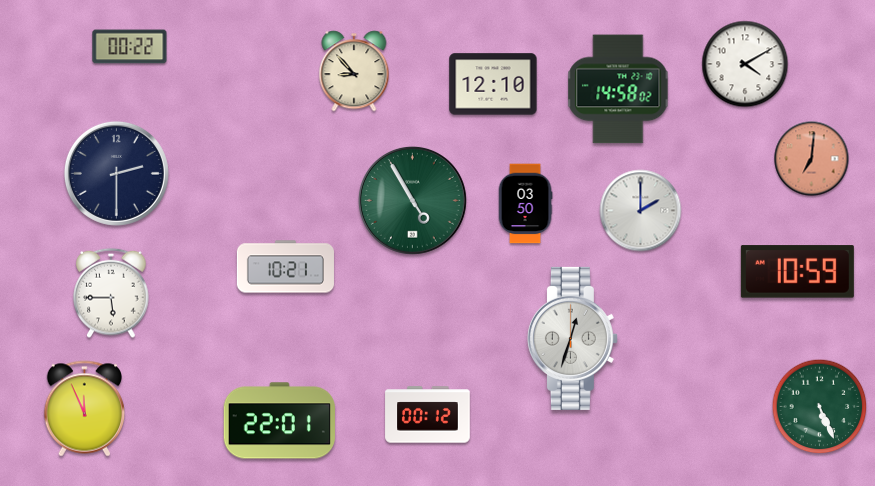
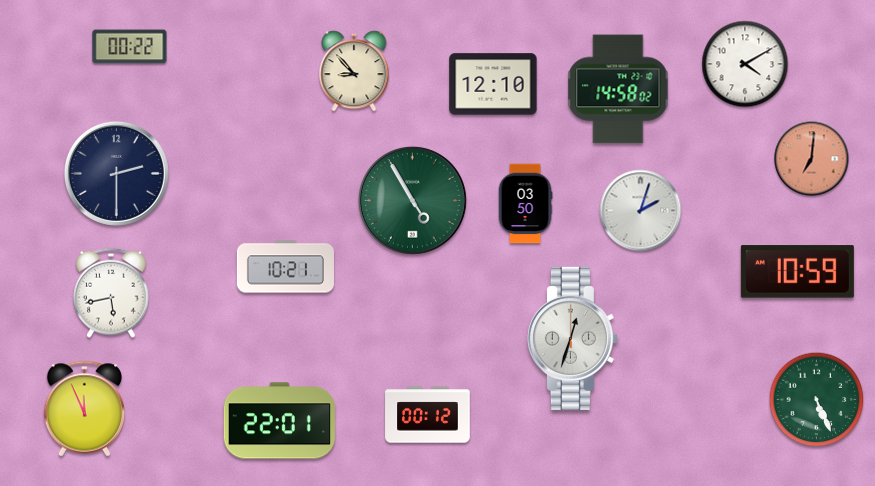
clock at (641, 211): 2:00 -> 2:03
clock at (111, 293): 5:45 -> 5:43
clock at (820, 407) position: (820, 407) -> (817, 400)
